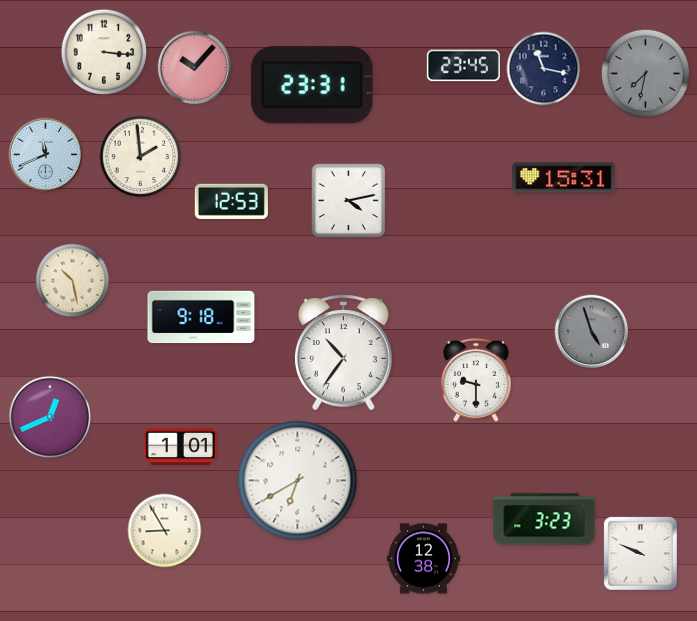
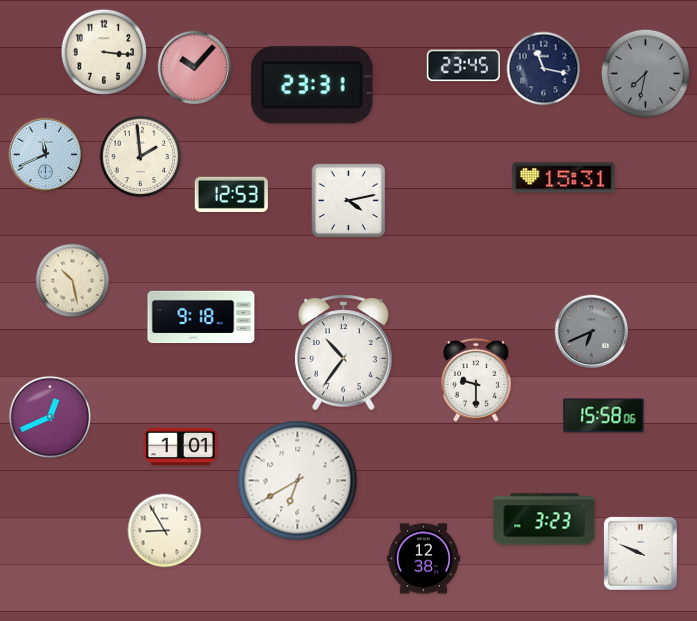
clock at (231, 201) position: (231, 201) -> (231, 194)
clock at (592, 332): 4:57 -> 6:41
clock at (604, 416): none -> 15:58
